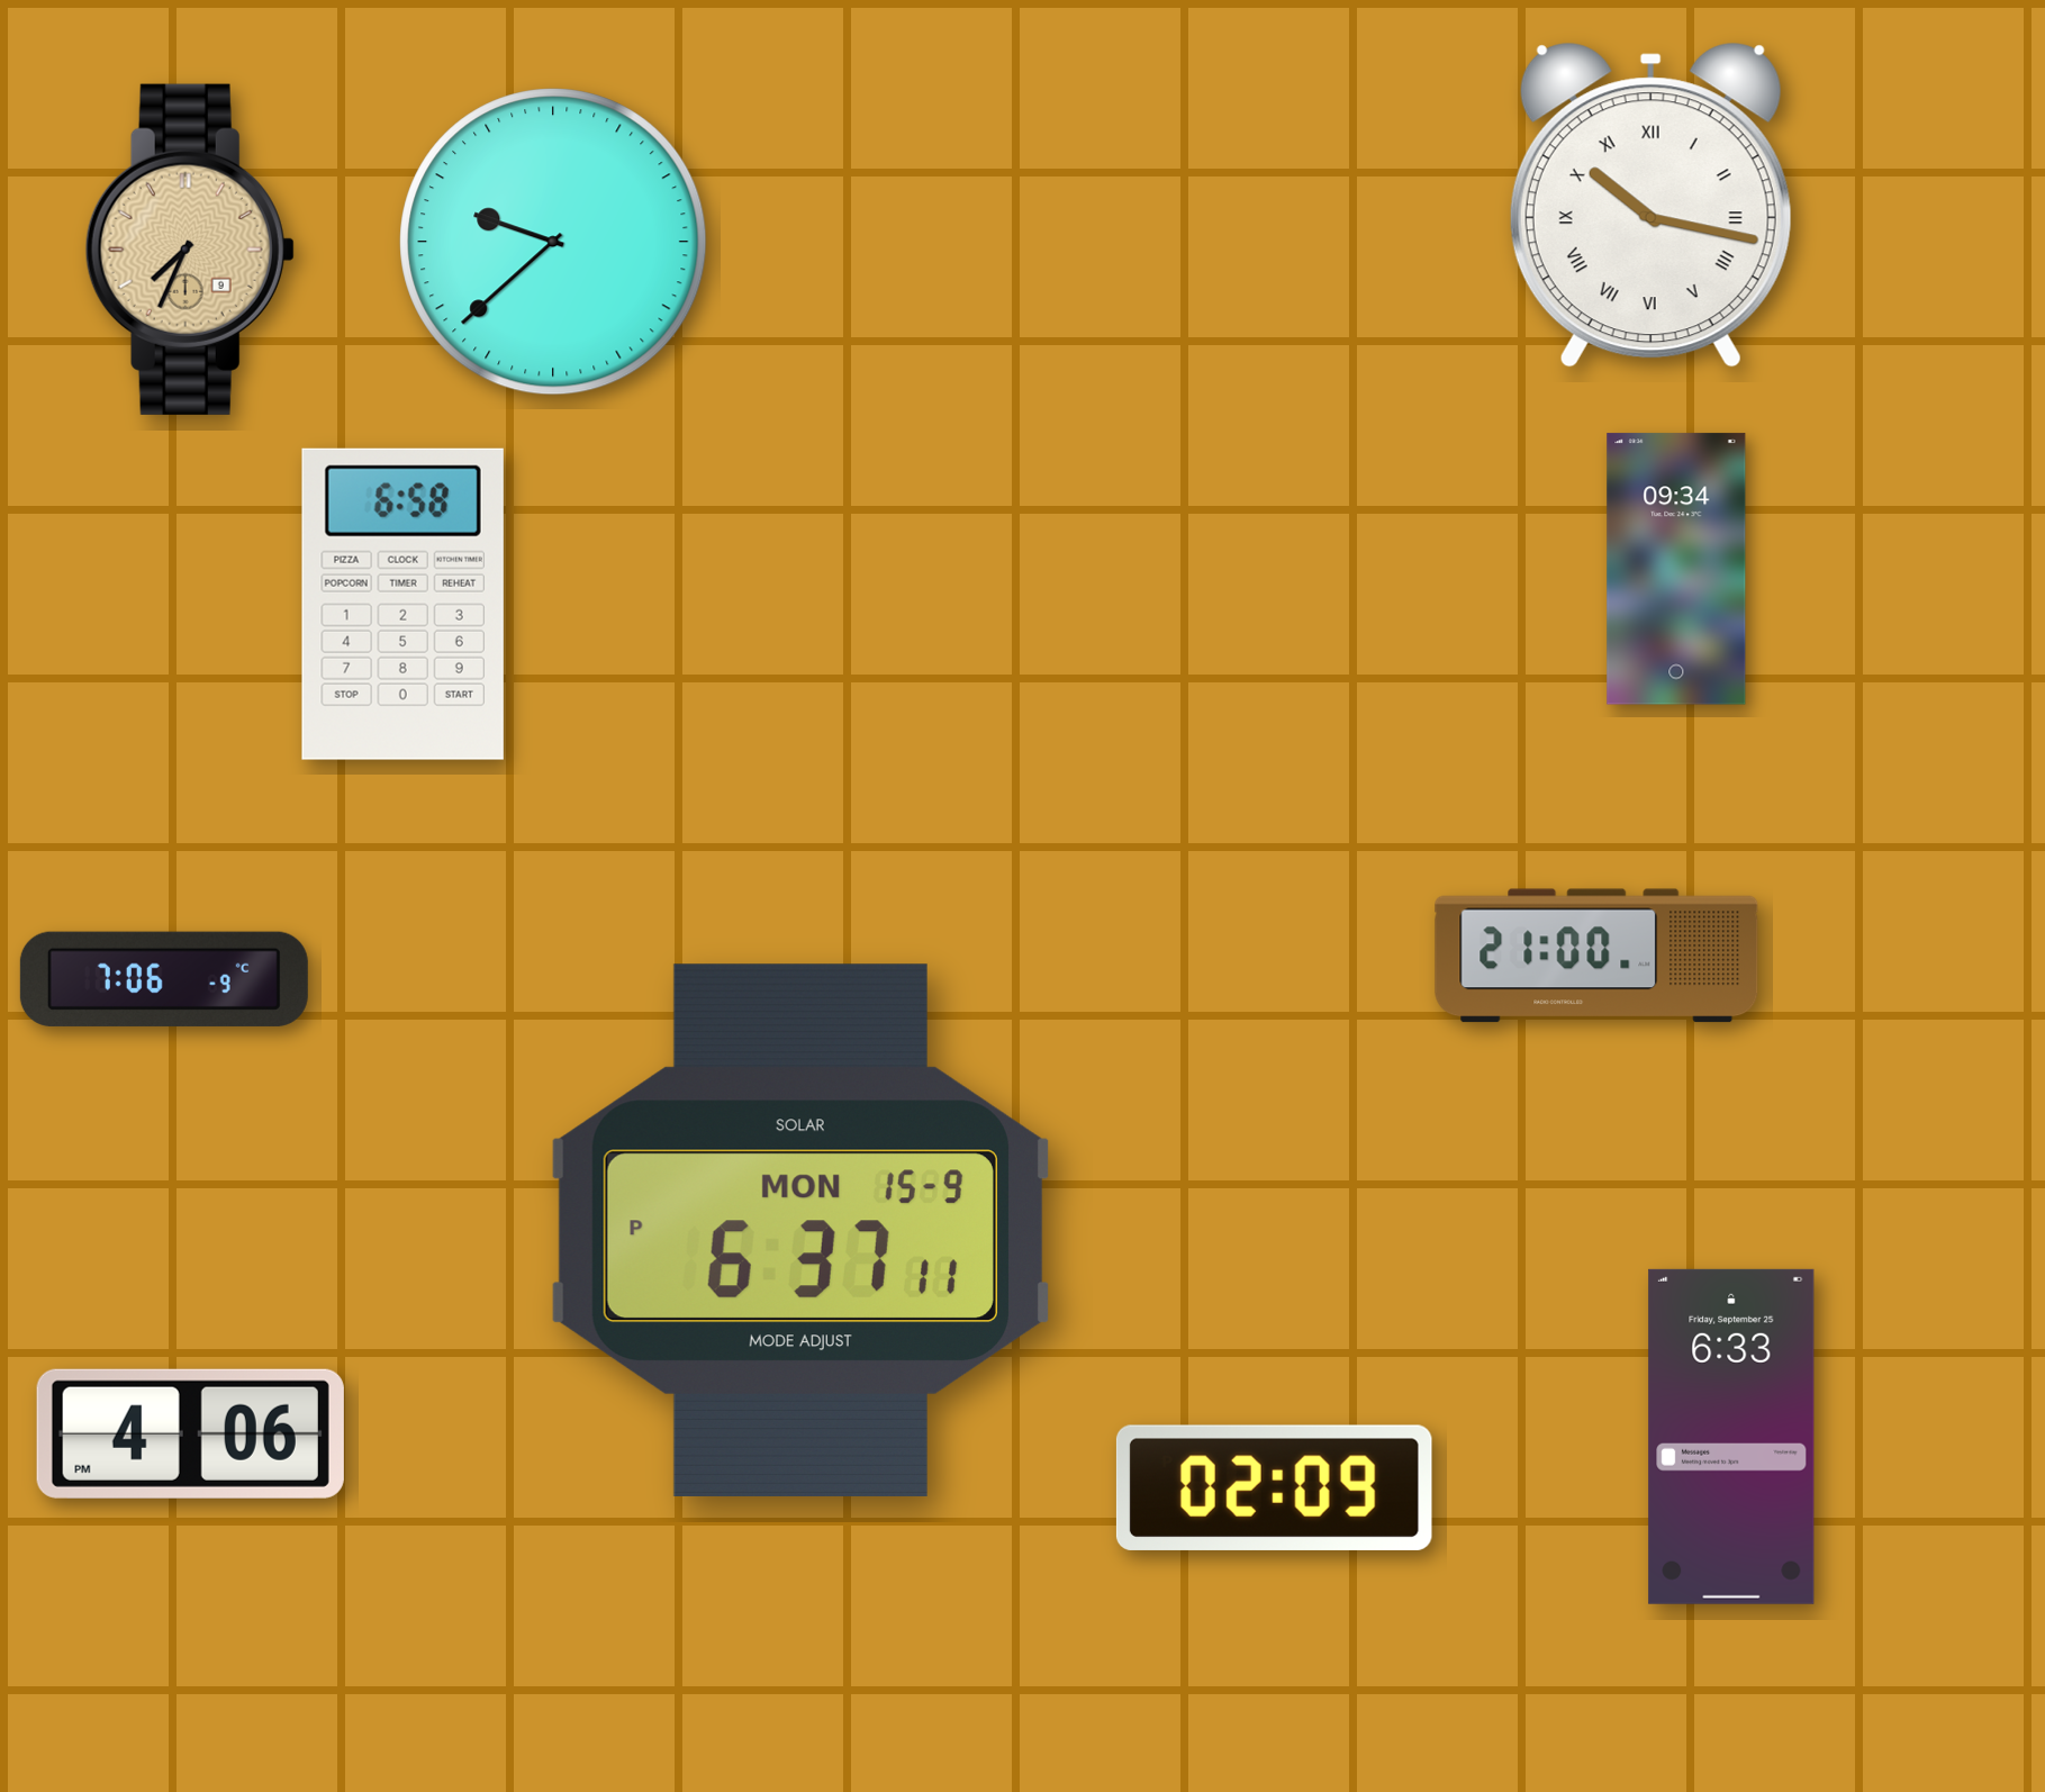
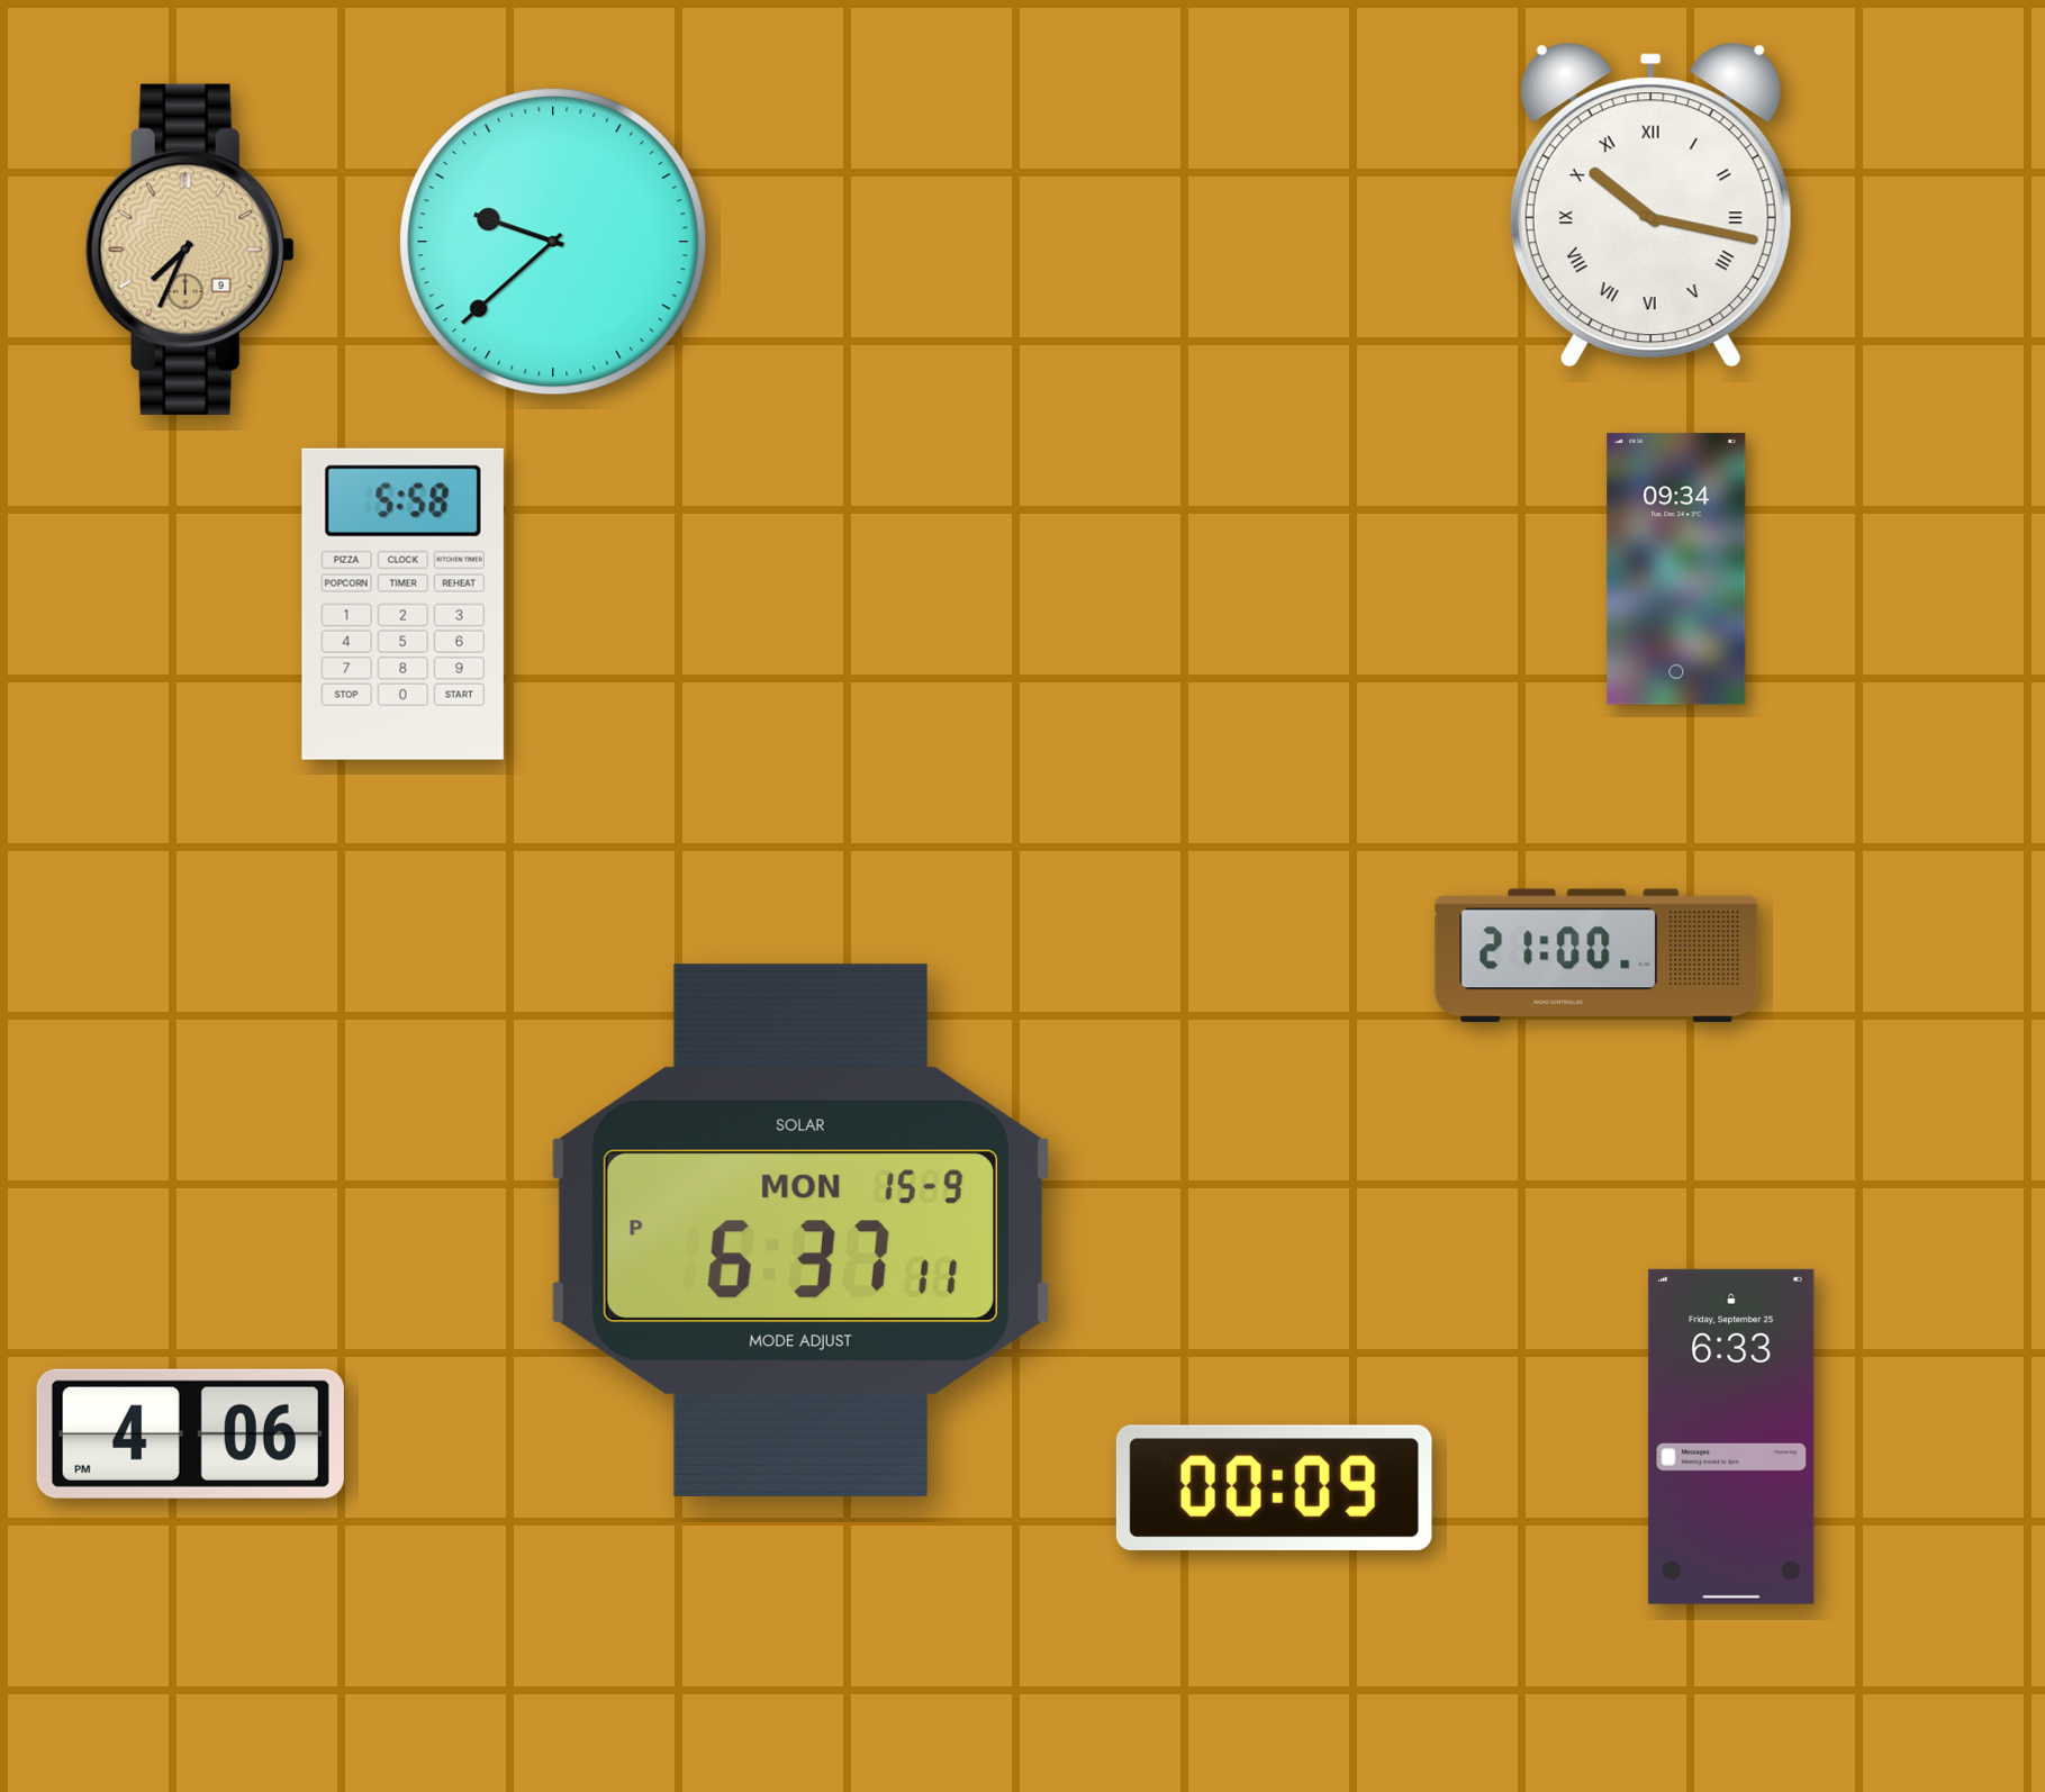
clock at (402, 604): 6:58 -> 5:58
clock at (164, 979): 7:06 -> none
clock at (1274, 1487): 02:09 -> 00:09
